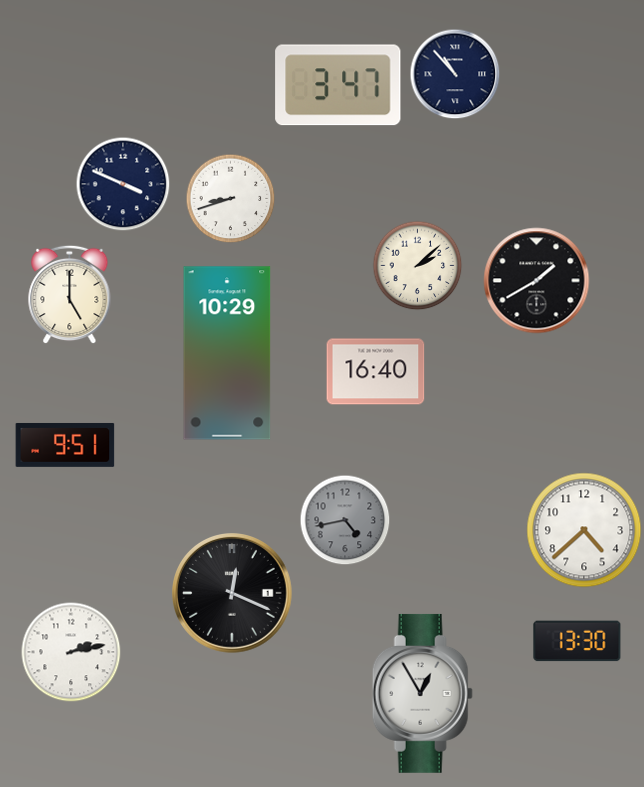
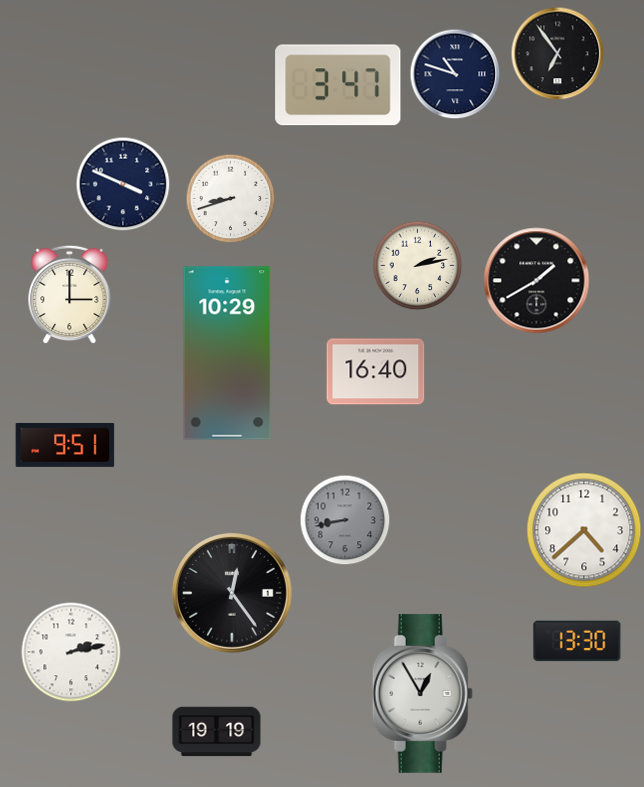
clock at (557, 53): none -> 6:54
clock at (455, 74): 10:53 -> 10:48
clock at (417, 265): 2:08 -> 2:13
clock at (70, 294): 5:00 -> 3:00
clock at (345, 520): 4:43 -> 8:43
clock at (233, 594): 12:19 -> 12:24
clock at (217, 732): none -> 19:19
